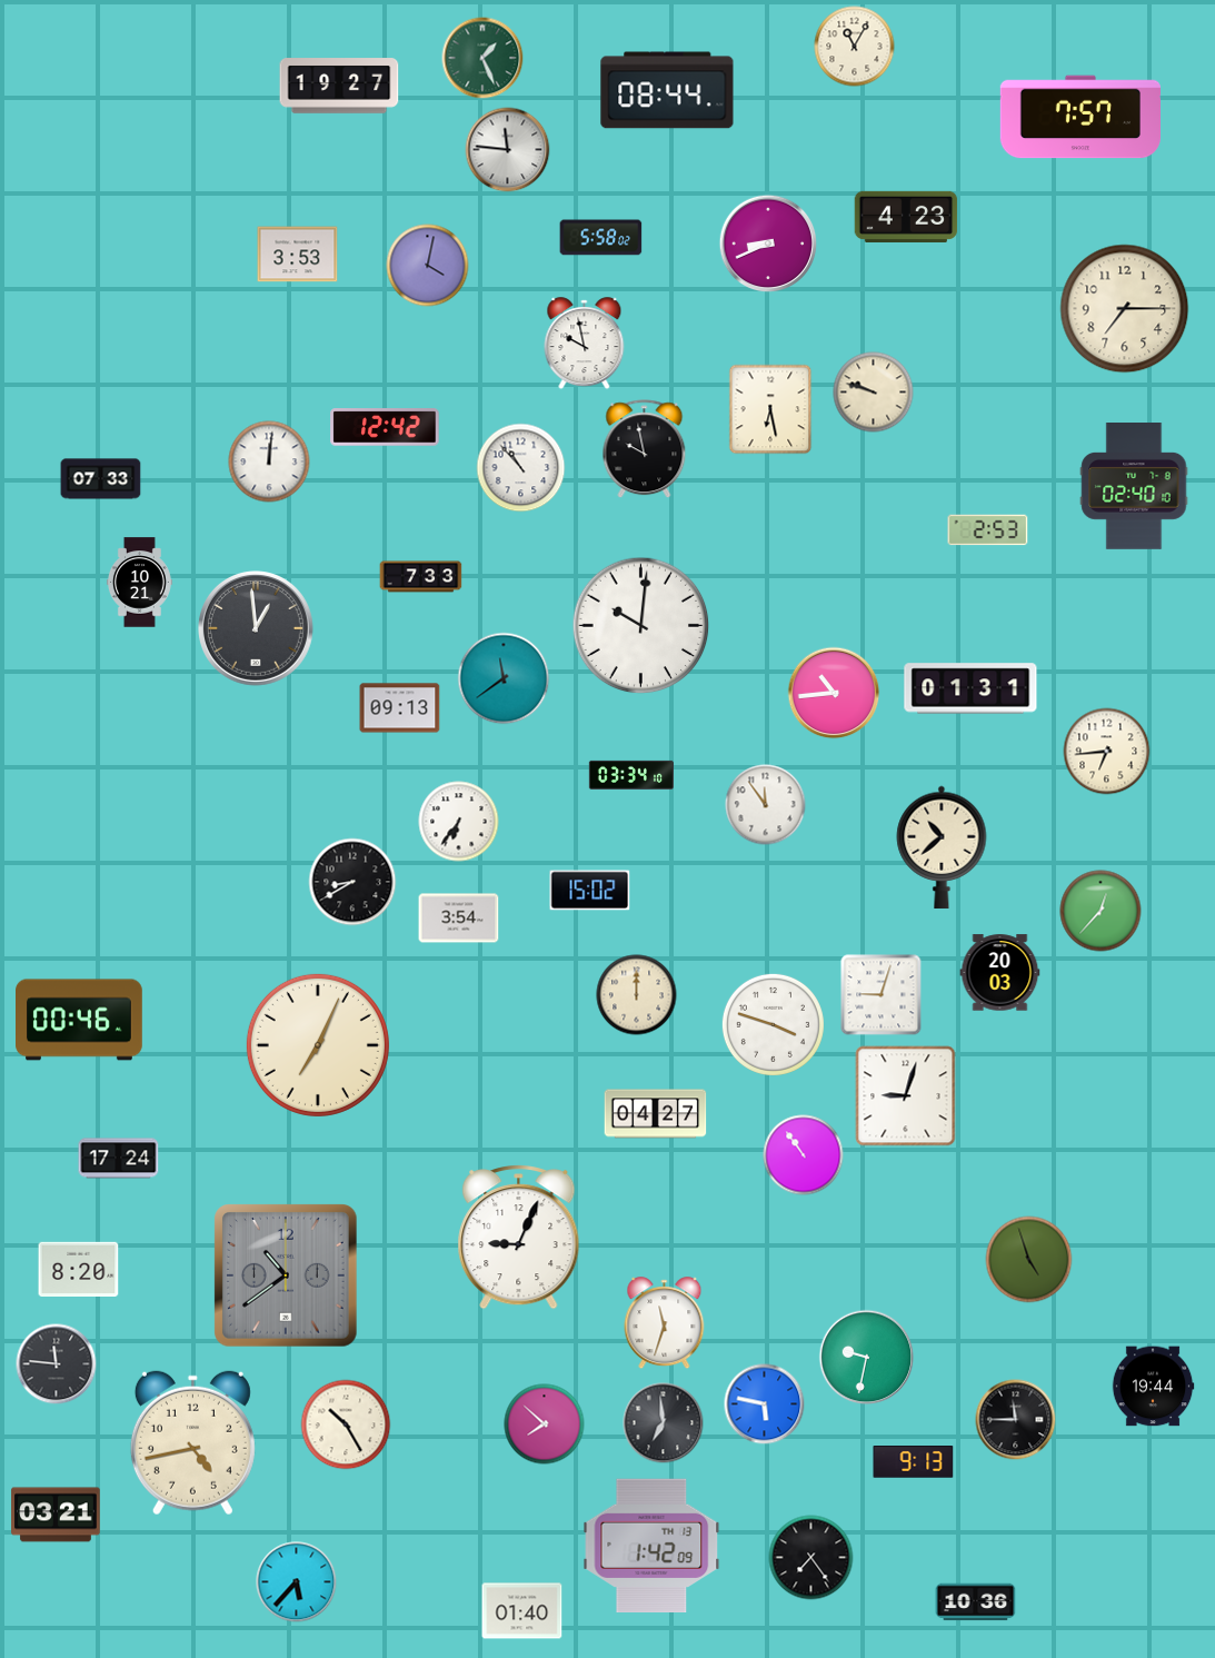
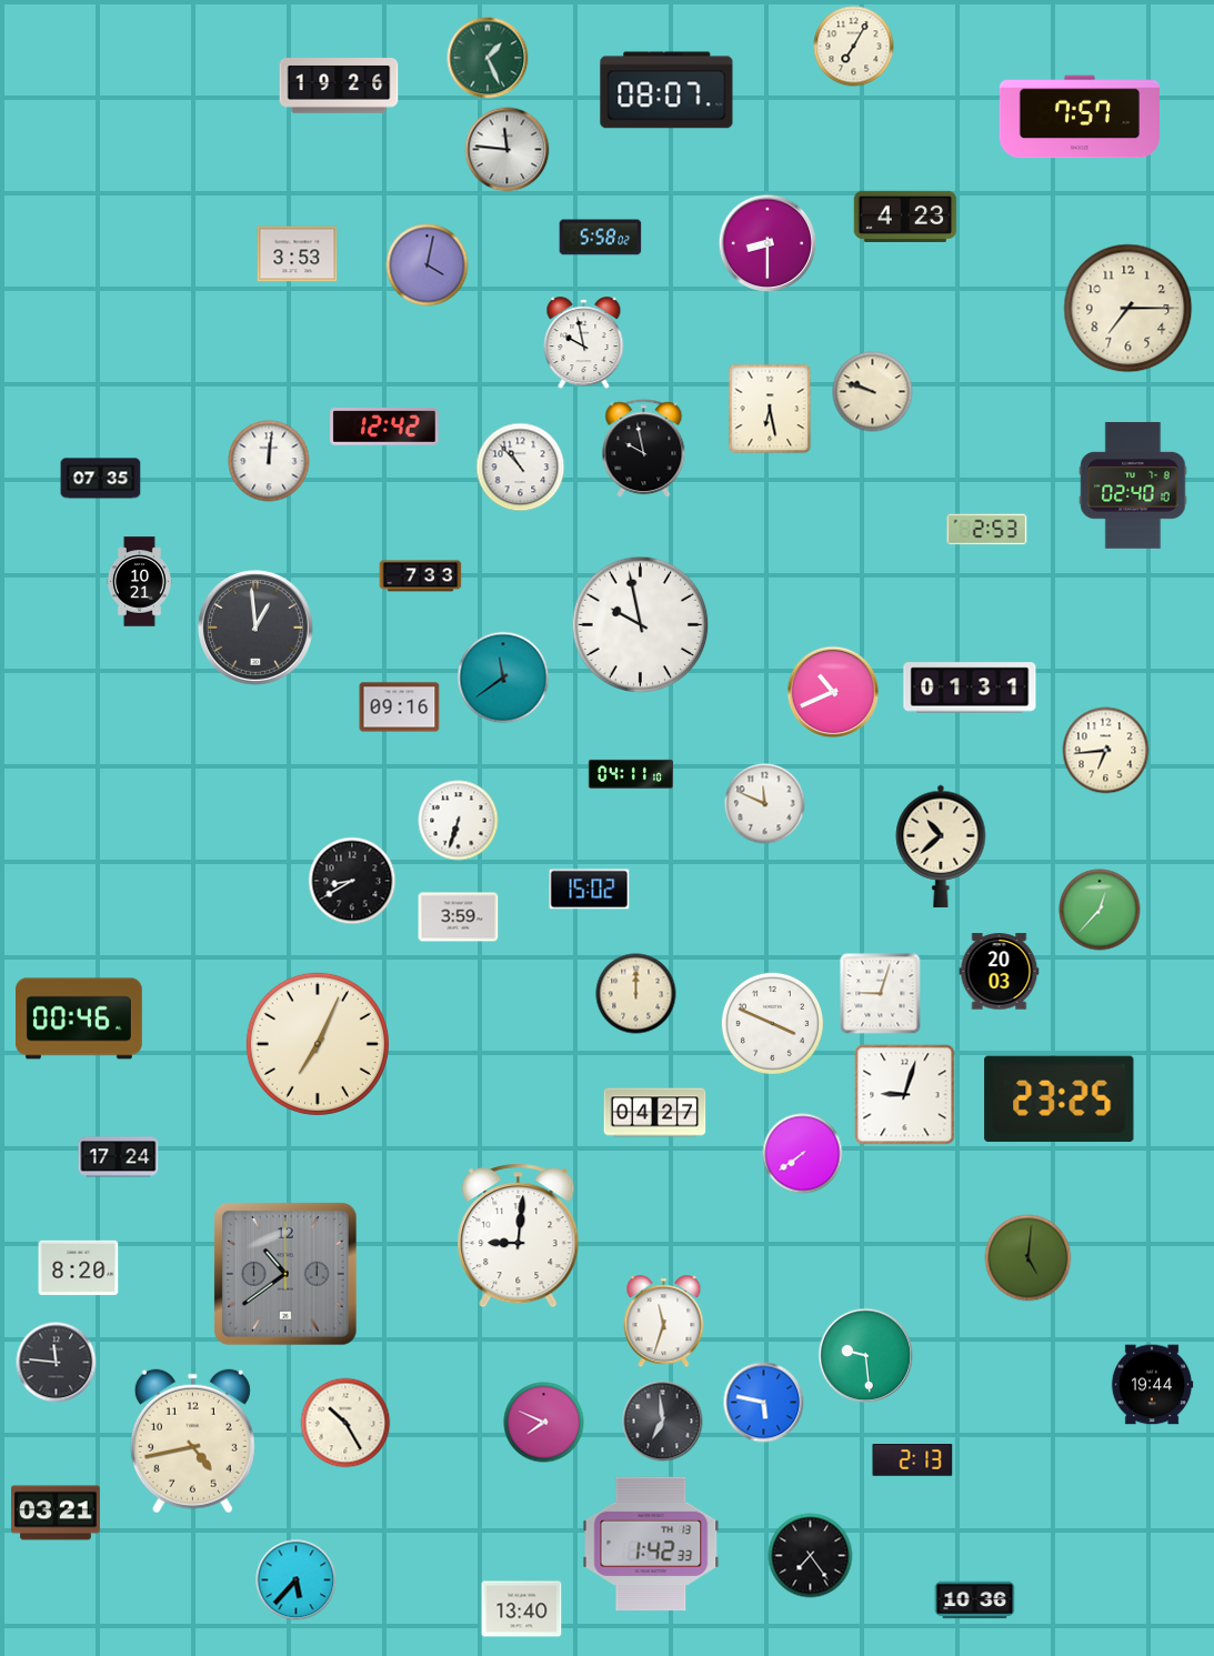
clock at (855, 47): 11:05 -> 7:05
clock at (482, 58) position: (482, 58) -> (488, 58)
clock at (339, 86): 19:27 -> 19:26
clock at (667, 90): 08:44 -> 08:07
clock at (768, 244): 8:41 -> 8:30
clock at (1125, 309) position: (1125, 309) -> (1128, 309)
clock at (101, 479): 07:33 -> 07:35
clock at (641, 626): 10:01 -> 9:58
clock at (834, 693): 10:44 -> 10:41
clock at (400, 708): 09:13 -> 09:16
clock at (630, 775): 03:34 -> 04:11
clock at (766, 805): 11:54 -> 11:49
clock at (459, 822): 6:36 -> 6:33
clock at (459, 919): 3:54 -> 3:59
clock at (773, 1024): 3:48 -> 3:49
clock at (1060, 1098): none -> 23:25
clock at (804, 1155): 10:54 -> 7:39
clock at (519, 1238): 9:04 -> 9:01
clock at (1029, 1260): 4:57 -> 5:01
clock at (867, 1358): 9:32 -> 9:29
clock at (1016, 1420): 11:45 -> none
clock at (545, 1424): 7:52 -> 7:49
clock at (914, 1462): 9:13 -> 2:13
clock at (651, 1545): 1:42:09 -> 1:42:33
clock at (522, 1611): 01:40 -> 13:40
